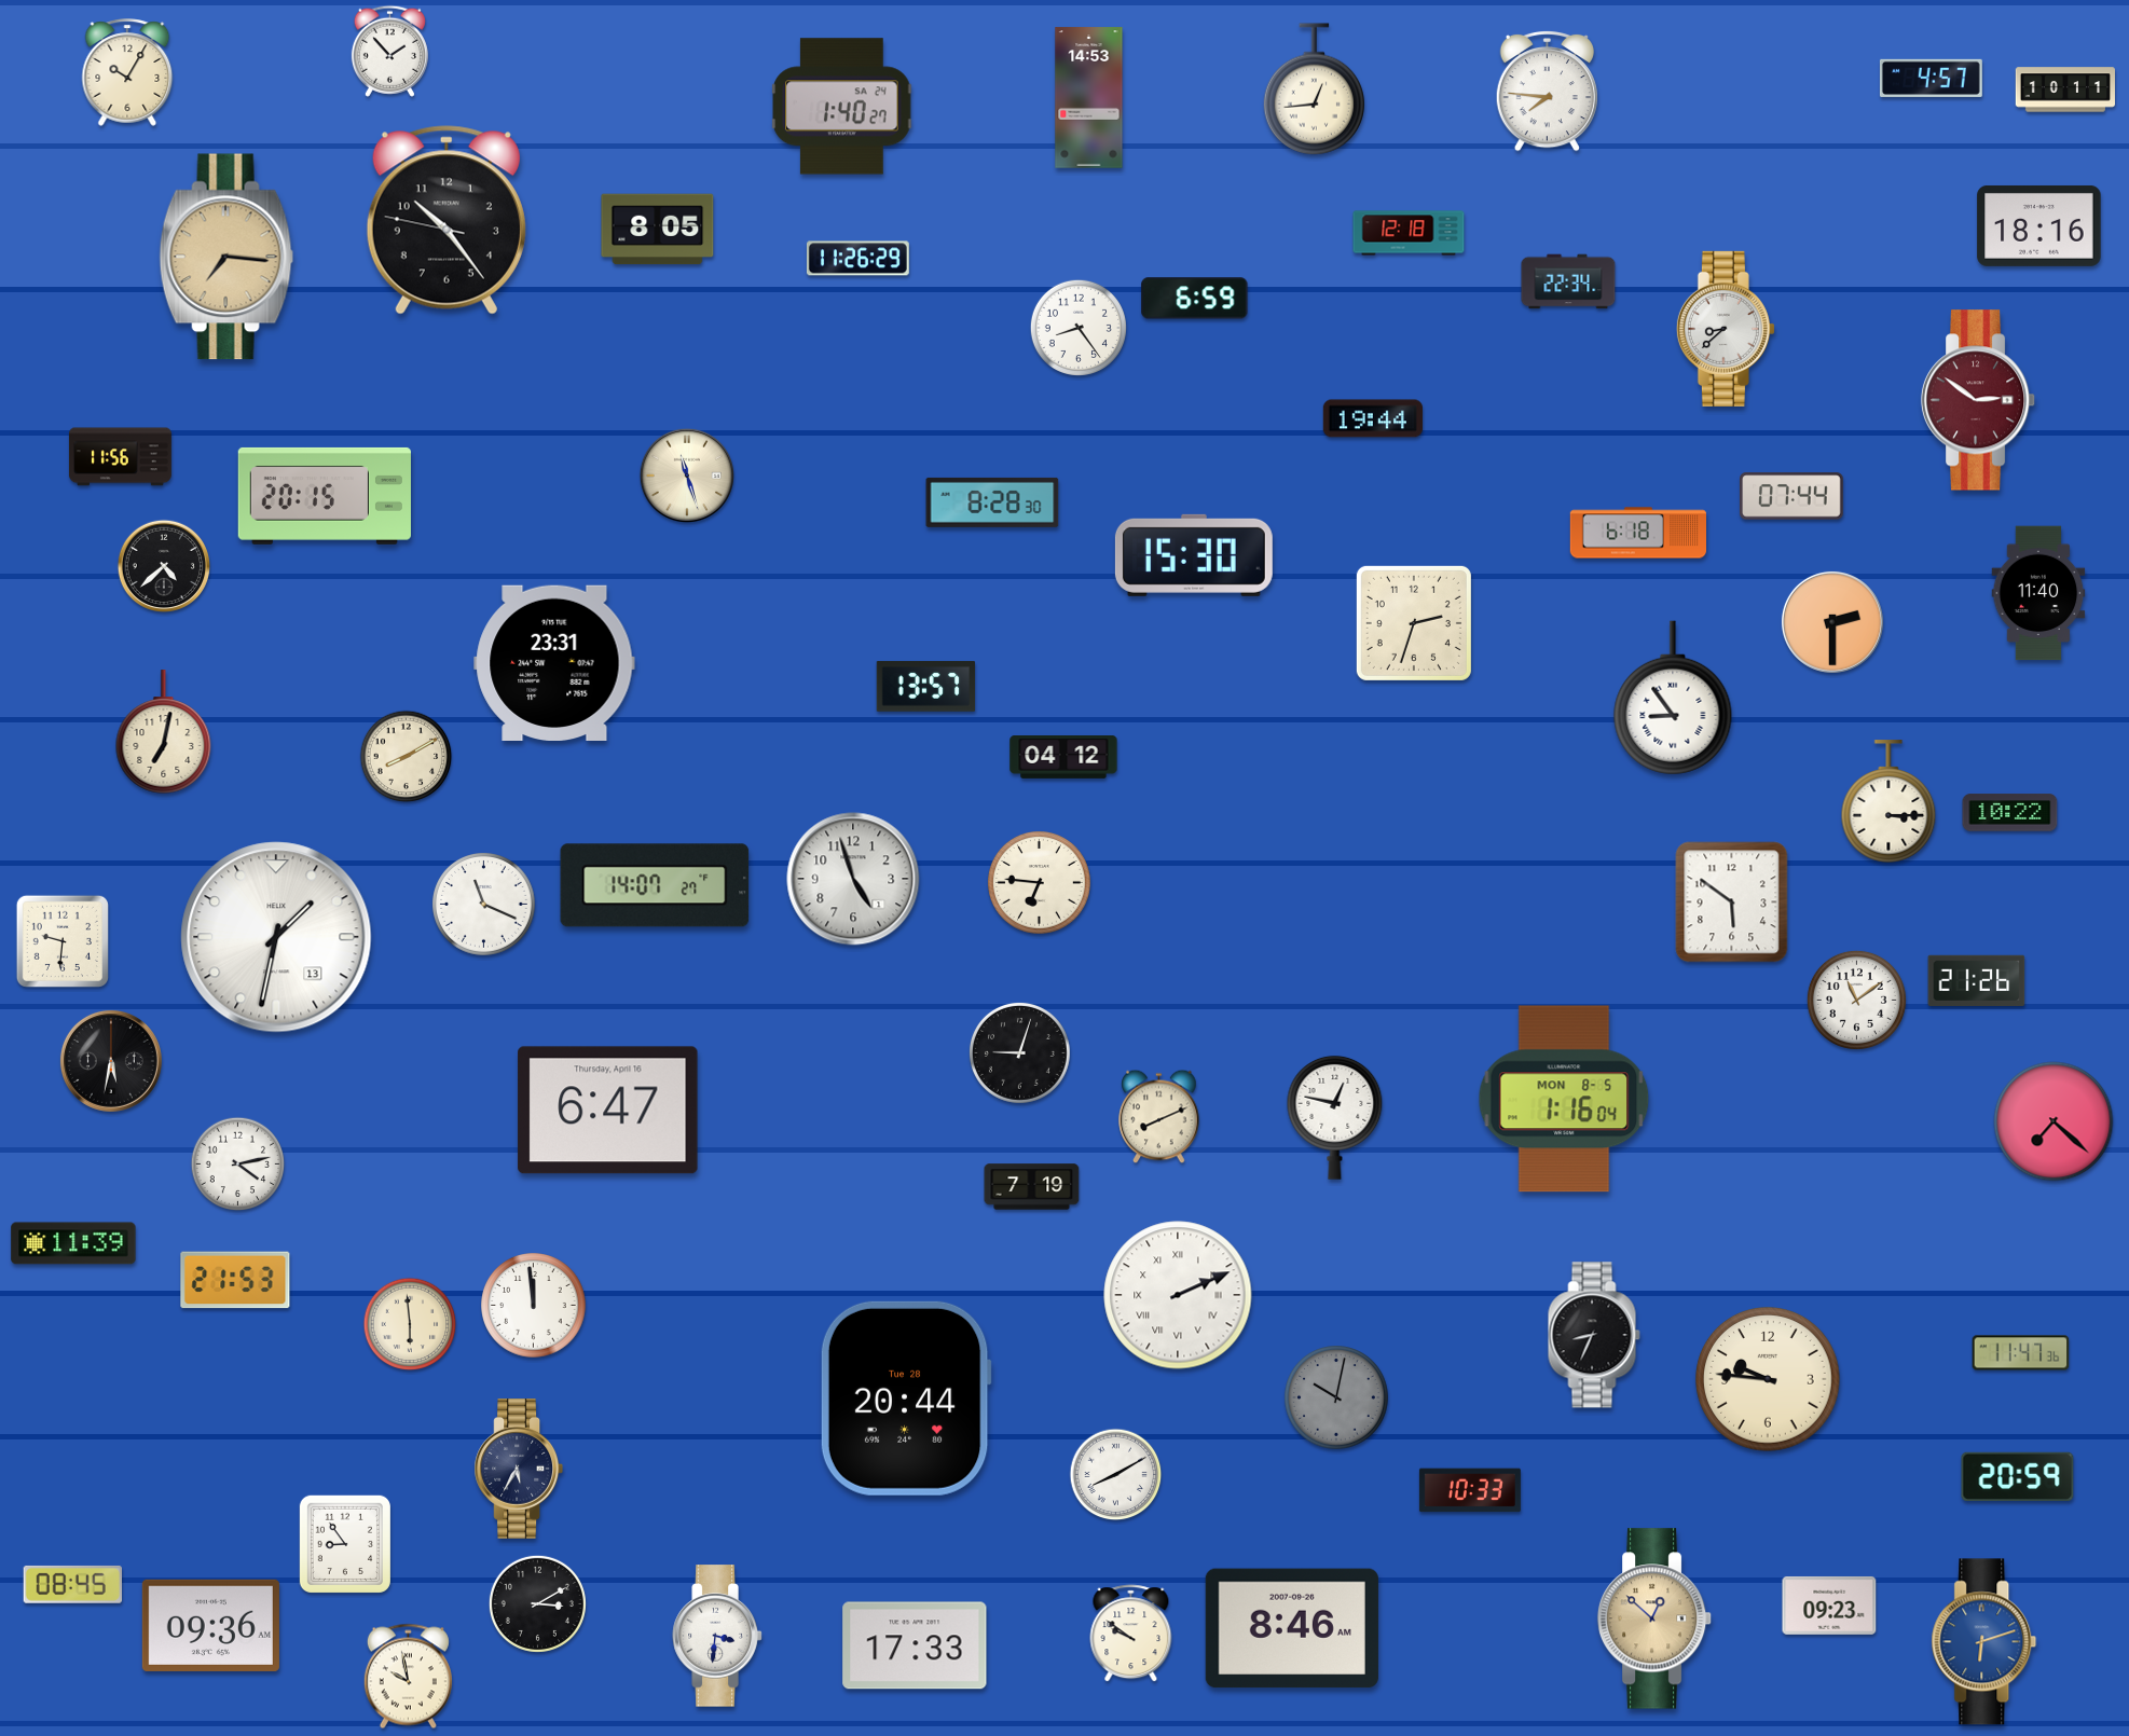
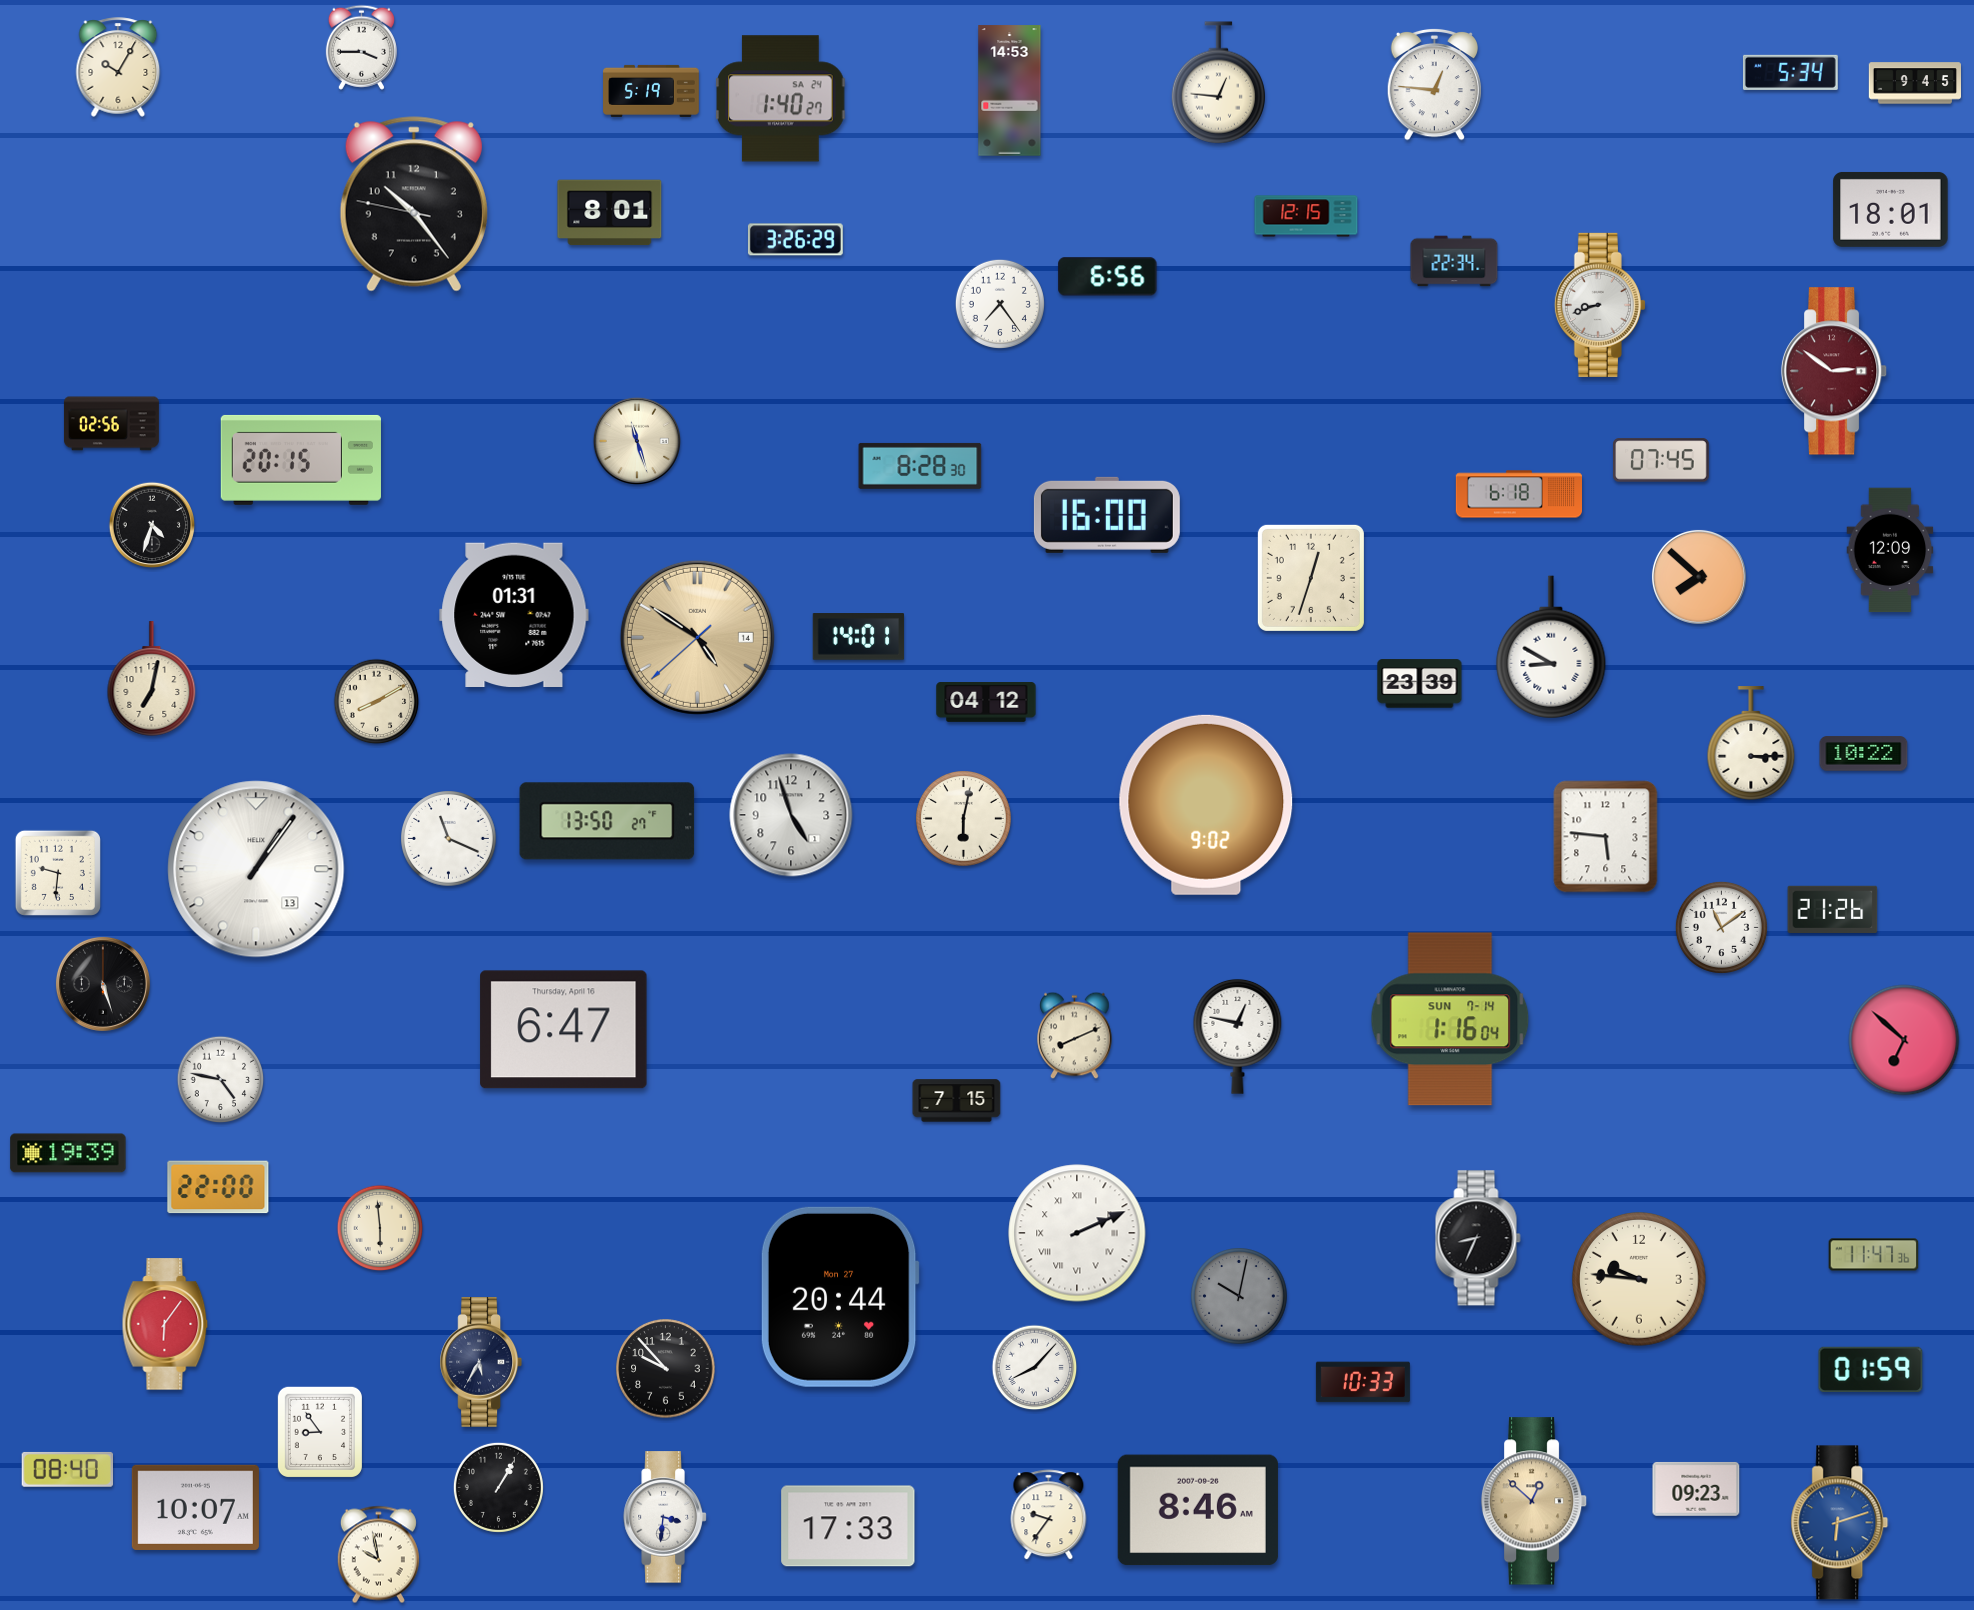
clock at (389, 51): 1:53 -> 3:45
clock at (1931, 78): 4:57 -> 5:34
clock at (1314, 89): 12:44 -> 12:46
clock at (2064, 89): 10:11 -> 9:45
clock at (1547, 91): 7:46 -> 12:46
clock at (651, 91): none -> 5:19
clock at (2039, 225): 18:16 -> 18:01
clock at (658, 230): 8:05 -> 8:01
clock at (1409, 233): 12:18 -> 12:15
clock at (226, 257): 7:16 -> none
clock at (857, 259): 11:26 -> 3:26
clock at (1195, 299): 6:59 -> 6:56
clock at (1079, 328): 8:24 -> 7:24
clock at (1726, 329): 8:38 -> 8:42
clock at (1372, 418): 19:44 -> none
clock at (120, 457): 11:56 -> 02:56
clock at (1793, 496): 07:44 -> 07:45
clock at (1194, 555): 15:30 -> 16:00
clock at (164, 566): 4:38 -> 4:33
clock at (2038, 593): 11:40 -> 12:09
clock at (1832, 622): 2:30 -> 7:52
clock at (1414, 623): 2:33 -> 12:33
clock at (554, 662): 23:31 -> 01:31
clock at (697, 637): none -> 4:50
clock at (926, 687): 13:57 -> 14:01
clock at (1673, 698): 8:54 -> 8:50
clock at (1420, 684): none -> 23:39
clock at (1206, 805): none -> 9:02
clock at (1040, 883): 6:46 -> 6:02
clock at (655, 885): 14:07 -> 13:50
clock at (1732, 903): 5:51 -> 5:46
clock at (276, 937): 1:32 -> 1:06
clock at (1019, 1052): 9:03 -> none
clock at (111, 1061): 5:32 -> 5:27
clock at (1564, 1099) date: MON 8-5 -> SUN 7-14
clock at (2054, 1121): 7:22 -> 6:52
clock at (238, 1165): 4:13 -> 4:47
clock at (1032, 1187): 7:19 -> 7:15
clock at (73, 1243): 11:39 -> 19:39
clock at (235, 1280): 21:53 -> 22:00
clock at (1178, 1295) position: (1178, 1295) -> (1077, 1233)
clock at (534, 1306): 11:59 -> none
clock at (906, 1399) date: Tue 28 -> Mon 27
clock at (165, 1324): none -> 6:06
clock at (1116, 1475): 8:10 -> 8:07
clock at (666, 1369): none -> 9:53
clock at (2018, 1476): 20:59 -> 01:59
clock at (72, 1584): 08:45 -> 08:40
clock at (537, 1603): 3:10 -> 1:05
clock at (210, 1625): 09:36 -> 10:07
clock at (1131, 1634): 9:51 -> 9:36
